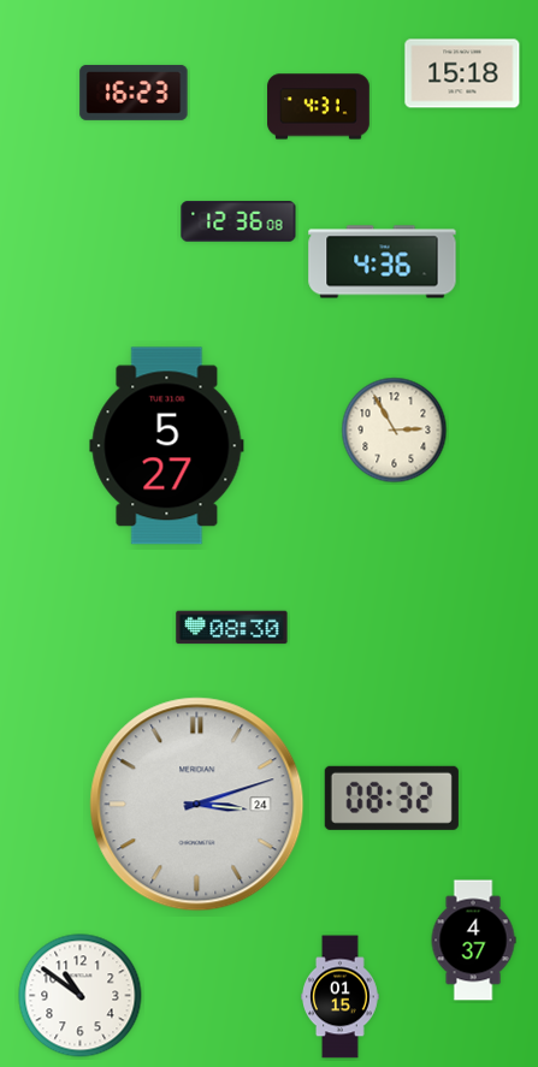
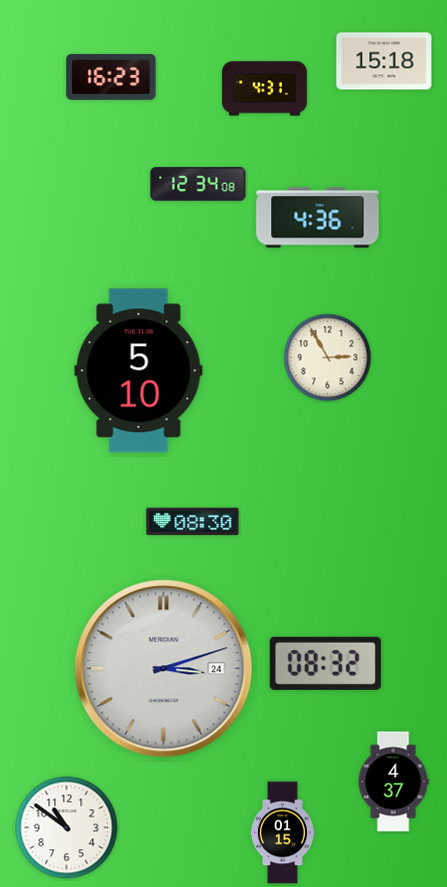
clock at (238, 221): 12:36 -> 12:34
clock at (167, 446): 5:27 -> 5:10
clock at (341, 997) position: (341, 997) -> (283, 833)
